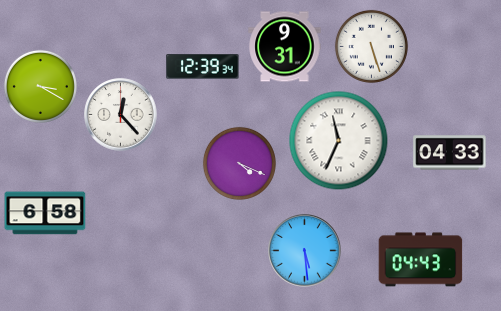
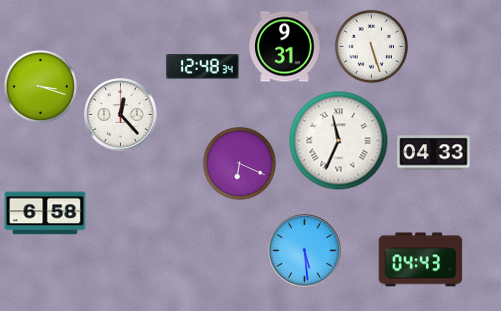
clock at (203, 67): 12:39 -> 12:48
clock at (40, 86): 3:20 -> 3:18
clock at (450, 153) position: (450, 153) -> (434, 153)
clock at (239, 163): 4:19 -> 6:19
